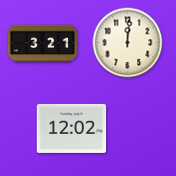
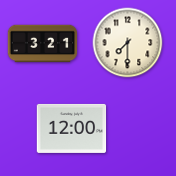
clock at (128, 43): 12:01 -> 7:30
clock at (72, 128): 12:02 -> 12:00
